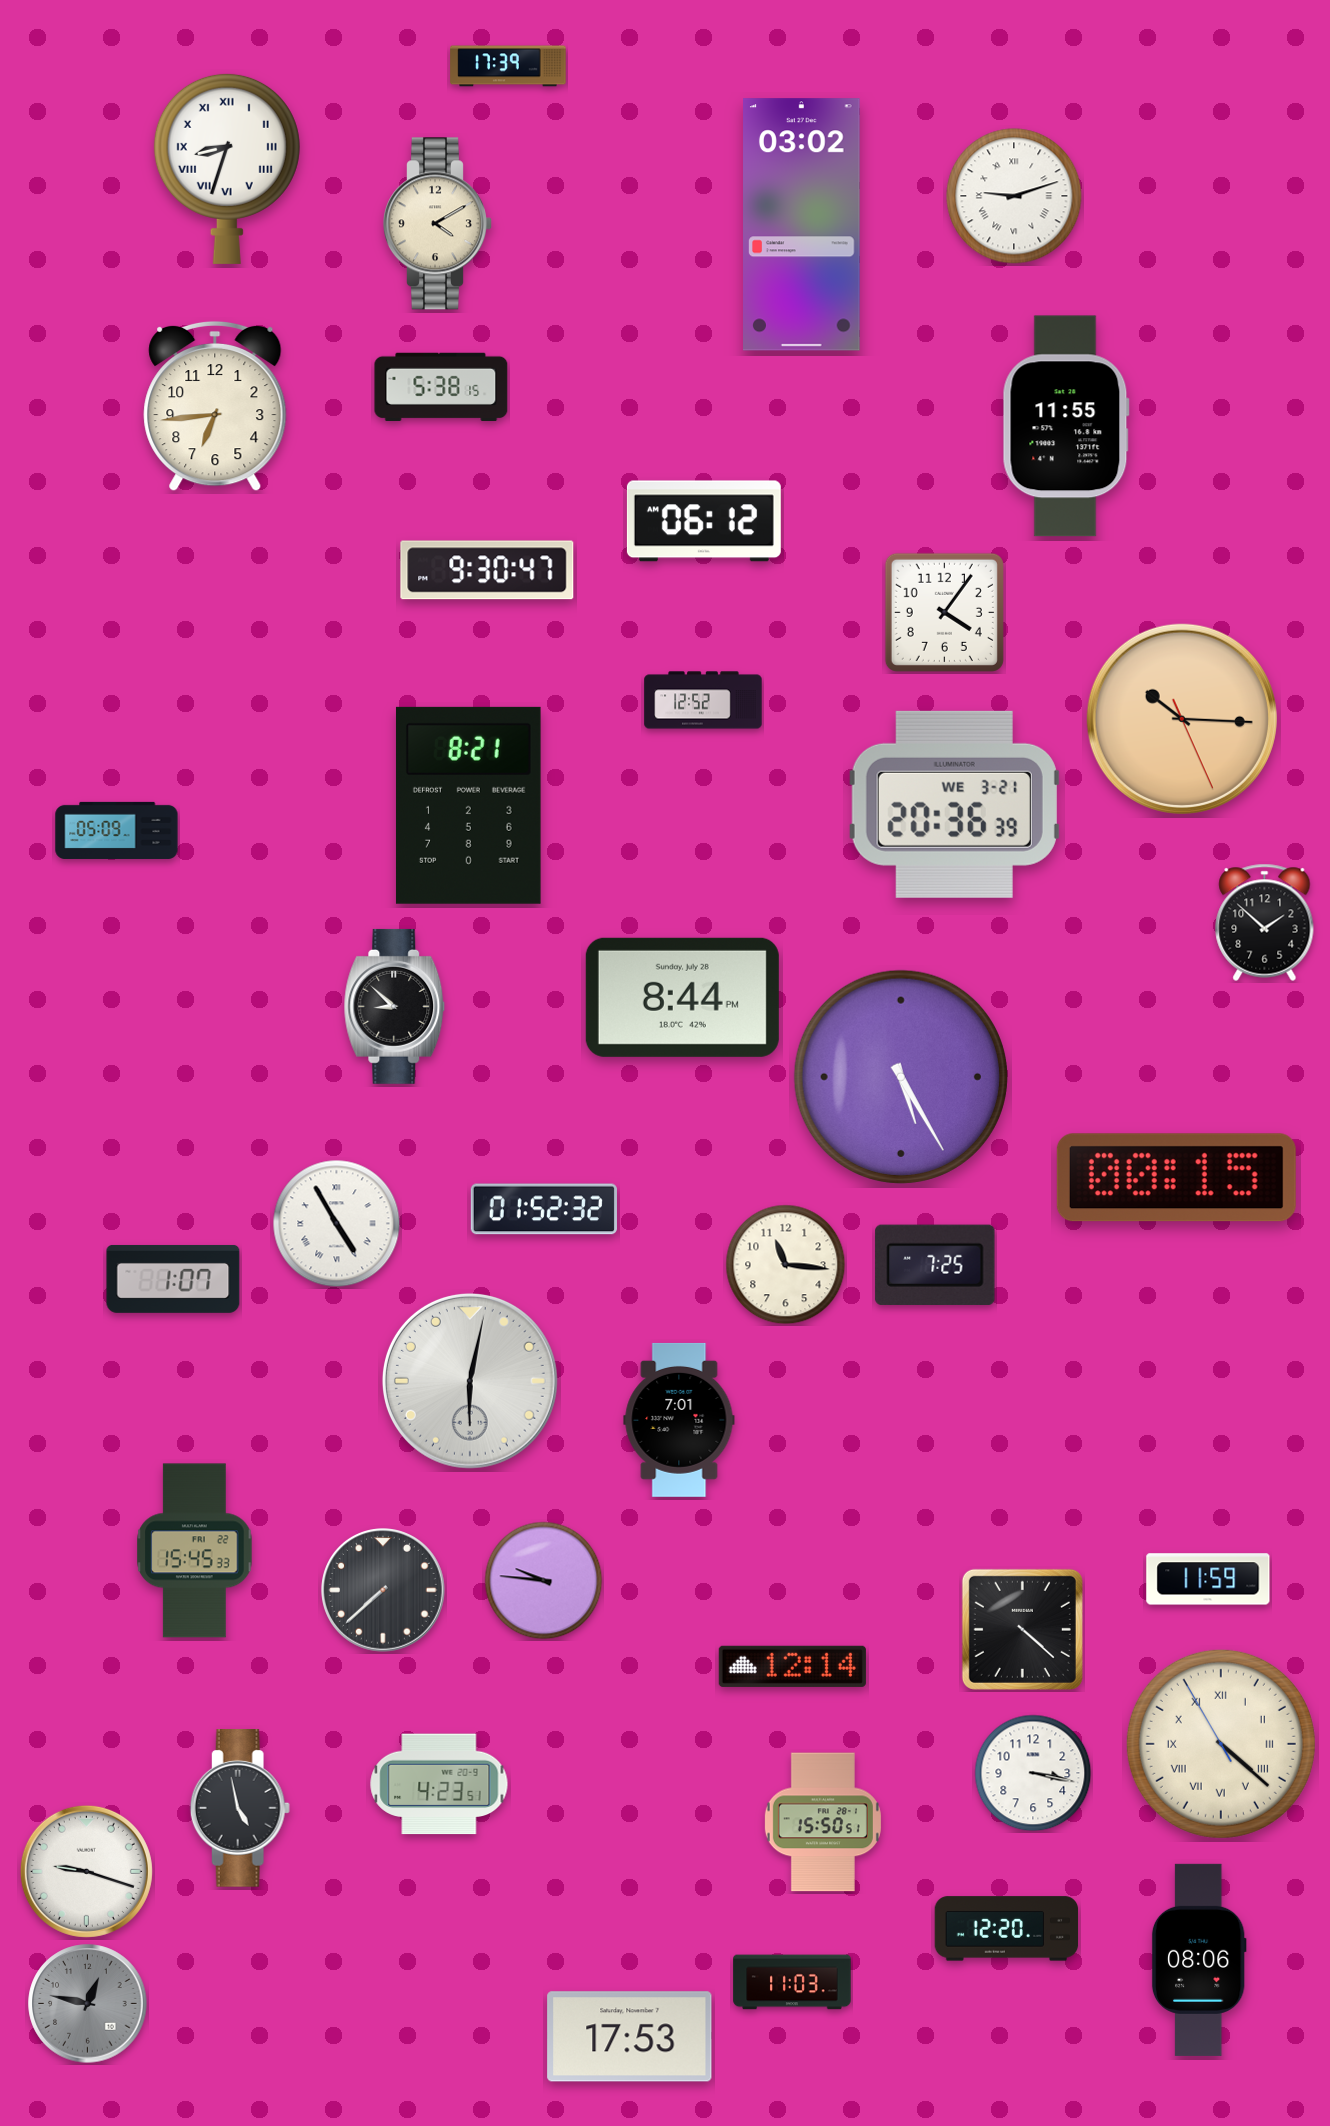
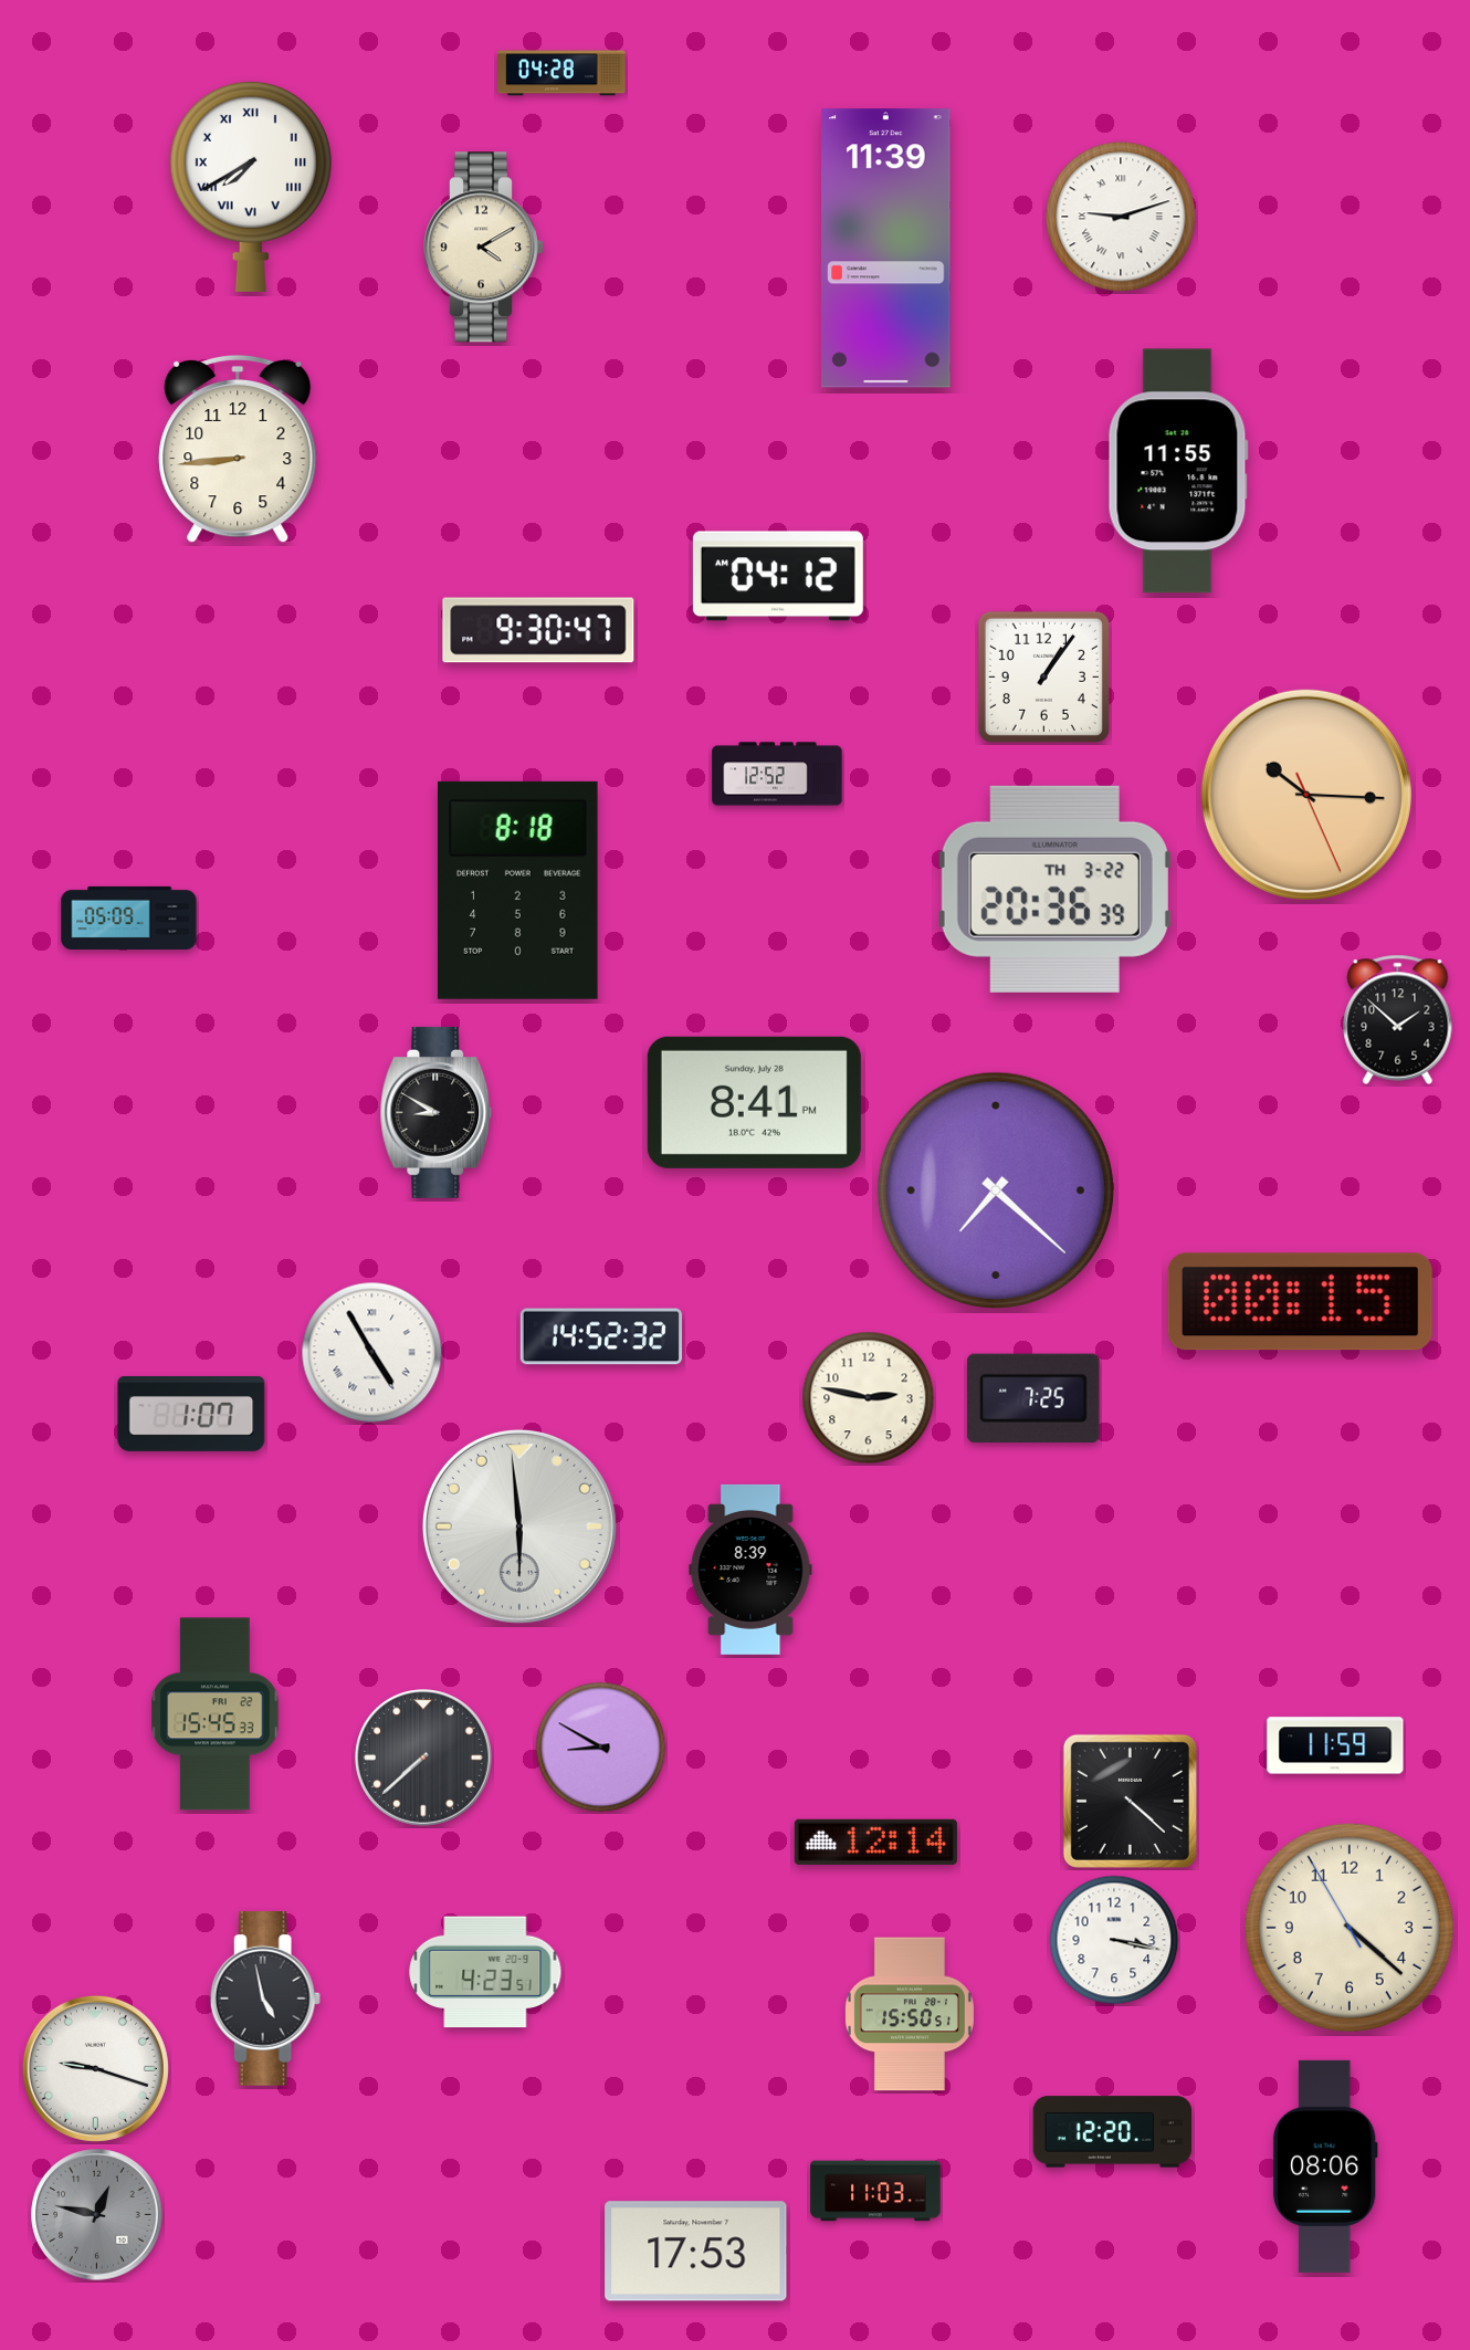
clock at (508, 66): 17:39 -> 04:28
clock at (227, 168): 8:33 -> 7:40
clock at (802, 225): 03:02 -> 11:39
clock at (441, 386): 5:38 -> none
clock at (215, 406): 6:44 -> 8:44
clock at (704, 521): 06:12 -> 04:12
clock at (944, 612): 4:06 -> 1:06
clock at (954, 804) date: WE 3-21 -> TH 3-22
clock at (468, 805): 8:21 -> 8:18
clock at (682, 997): 8:44 -> 8:41
clock at (395, 1006): 8:52 -> 8:50
clock at (901, 1077): 5:25 -> 7:22
clock at (544, 1209): 01:52 -> 14:52
clock at (786, 1265): 11:16 -> 2:47
clock at (470, 1381): 6:02 -> 5:59
clock at (679, 1420): 7:01 -> 8:39
clock at (544, 1581): 9:46 -> 8:50
clock at (1221, 1744) numerals: Roman -> Arabic
clock at (1033, 1773) position: (1033, 1773) -> (1114, 1940)
